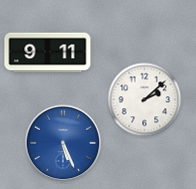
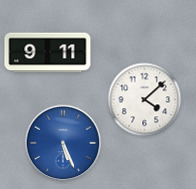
clock at (145, 100): 2:08 -> 4:08
